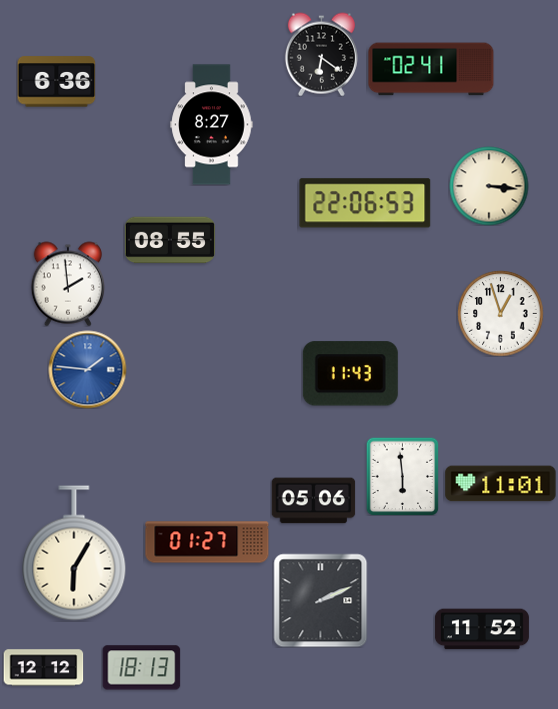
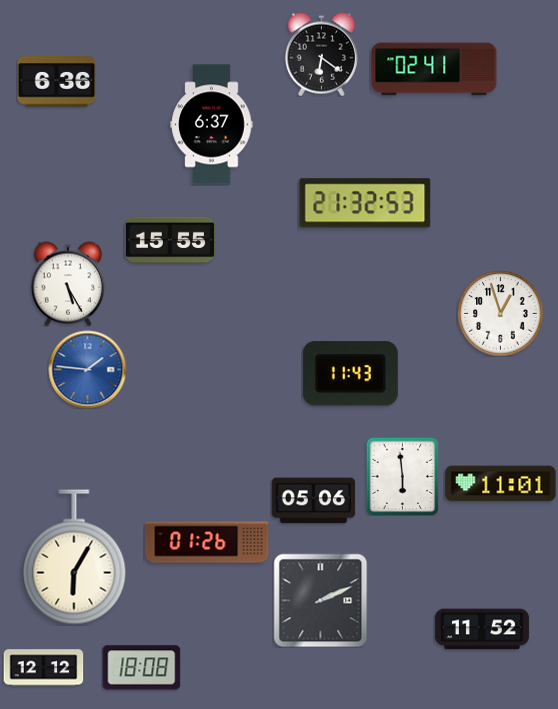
clock at (431, 69) position: (431, 69) -> (434, 69)
clock at (212, 125): 8:27 -> 6:37
clock at (489, 186): 3:16 -> none
clock at (365, 203): 22:06 -> 21:32
clock at (170, 240): 08:55 -> 15:55
clock at (68, 284): 1:59 -> 5:25
clock at (207, 542): 01:27 -> 01:26
clock at (74, 553) position: (74, 553) -> (74, 557)
clock at (141, 668): 18:13 -> 18:08
